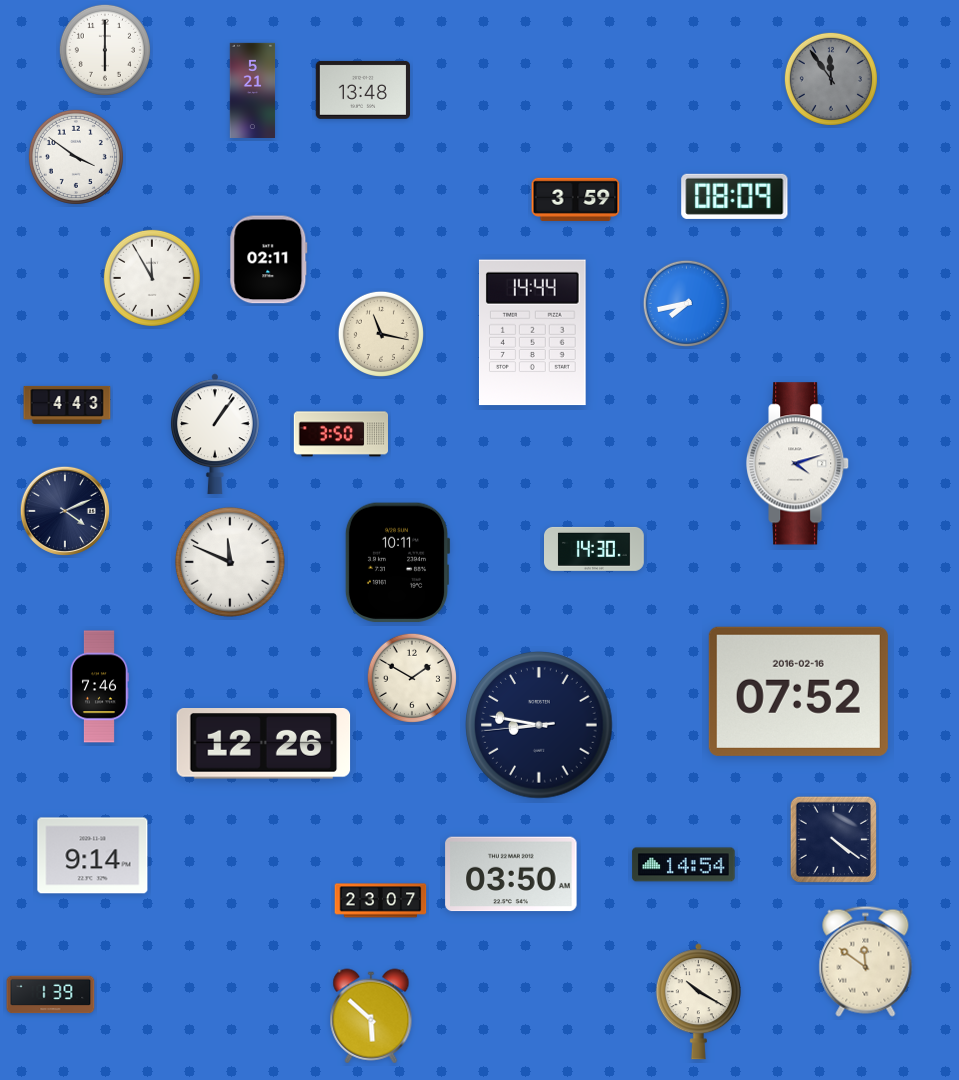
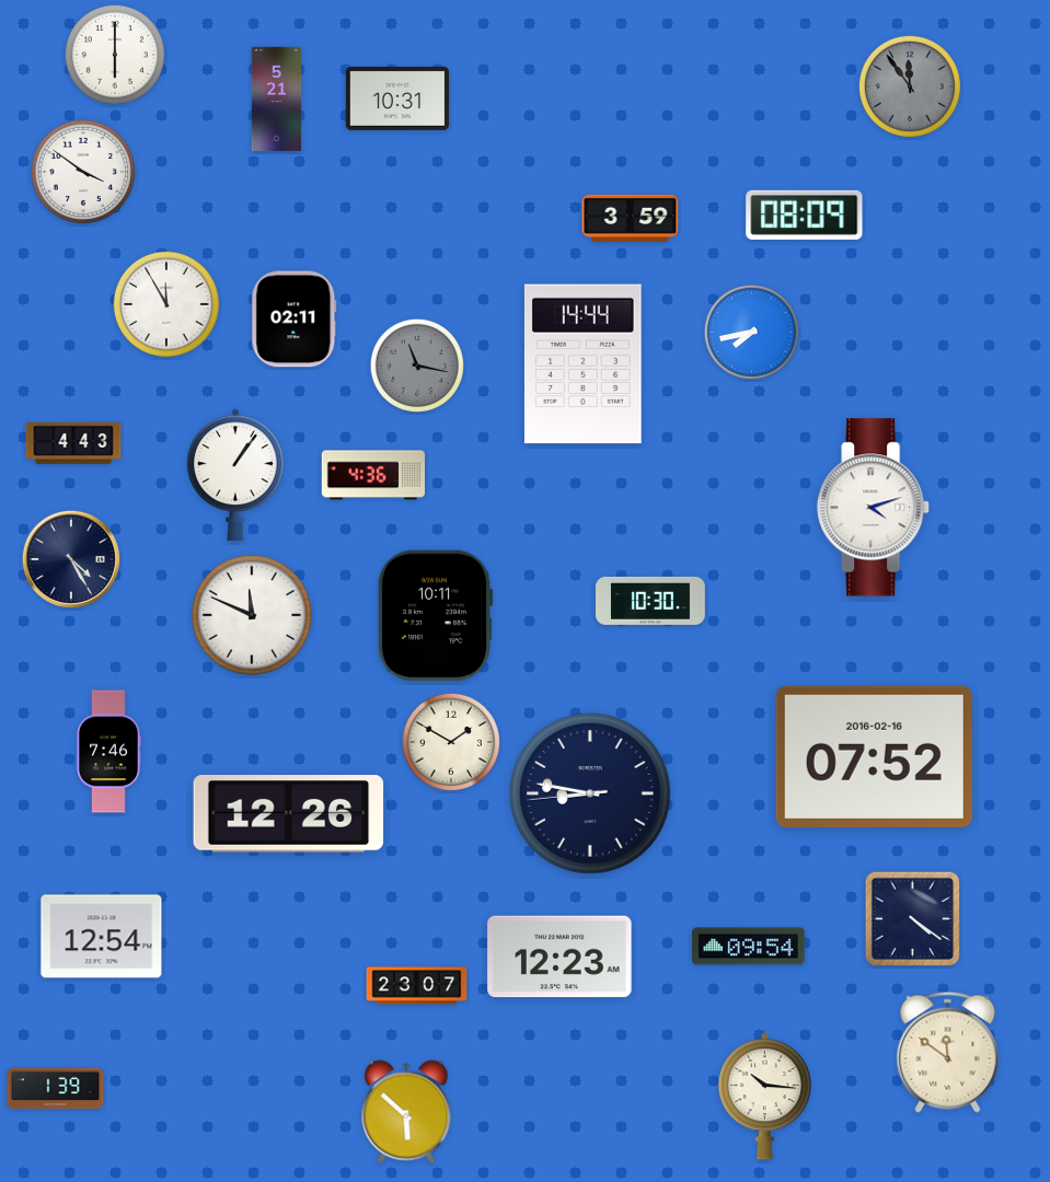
clock at (362, 90): 13:48 -> 10:31
clock at (269, 260) position: (269, 260) -> (295, 320)
clock at (380, 333) dial: cream -> grey
clock at (340, 434): 3:50 -> 4:36
clock at (65, 511): 4:11 -> 4:25
clock at (594, 549): 14:30 -> 10:30
clock at (93, 856): 9:14 -> 12:54
clock at (684, 865): 14:54 -> 09:54
clock at (511, 874): 03:50 -> 12:23
clock at (698, 1002): 10:20 -> 10:16
